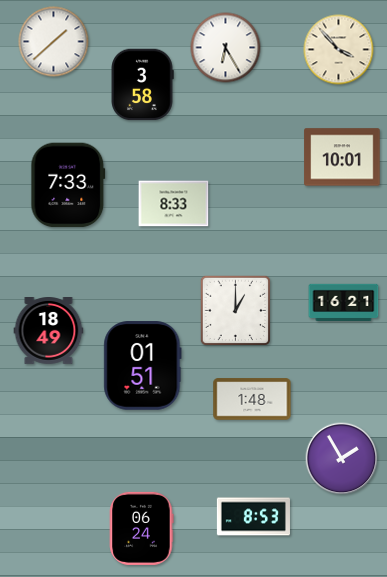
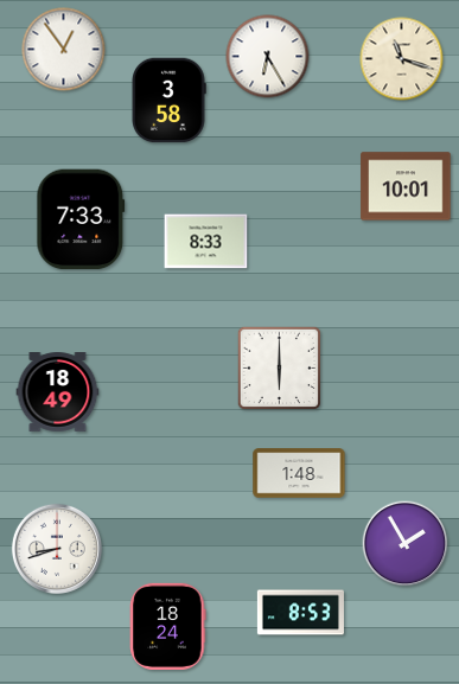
clock at (54, 42): 1:38 -> 12:54
clock at (339, 50): 3:53 -> 11:18
clock at (344, 302): 16:21 -> none
clock at (236, 311): 1:00 -> 6:00
clock at (143, 366): 01:51 -> none
clock at (57, 549): none -> 8:42
clock at (142, 528): 06:24 -> 18:24
